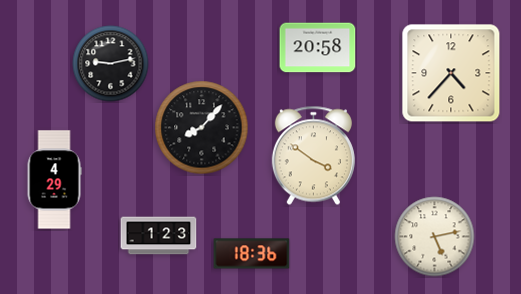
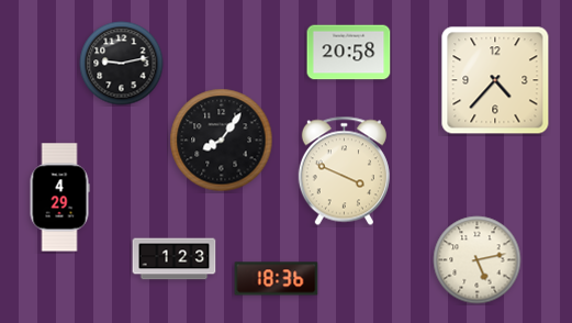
clock at (111, 64) position: (111, 64) -> (122, 64)
clock at (202, 128): 8:07 -> 8:06
clock at (313, 156): 3:51 -> 3:49
